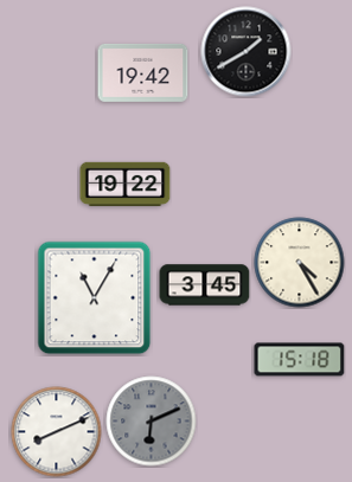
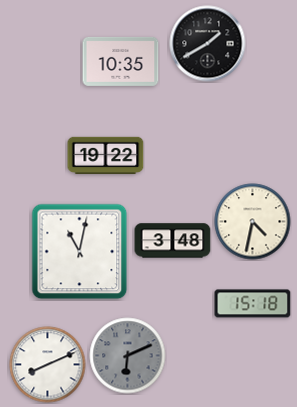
clock at (143, 72): 19:42 -> 10:35
clock at (300, 263): 4:25 -> 4:32
clock at (205, 285): 3:45 -> 3:48
clock at (95, 298): 11:05 -> 11:02
